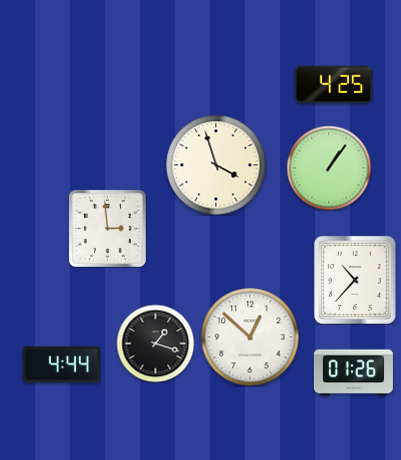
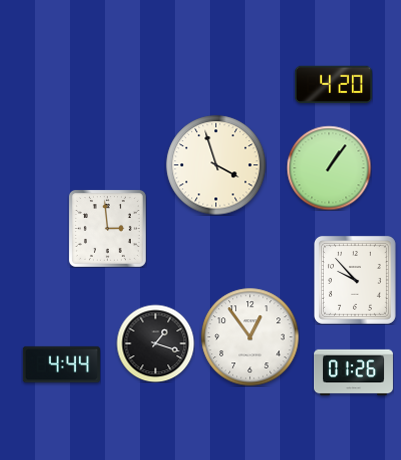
clock at (333, 85): 4:25 -> 4:20
clock at (355, 280): 10:37 -> 9:53
clock at (250, 337): 12:52 -> 12:54
